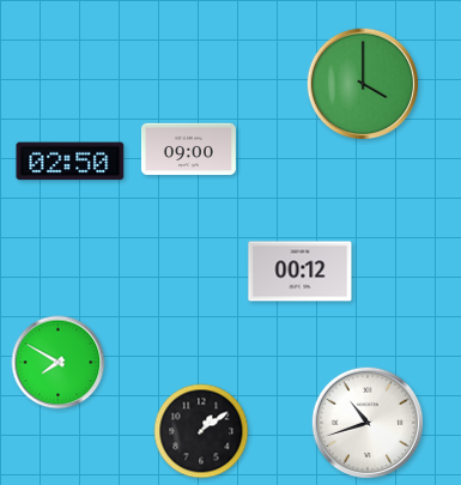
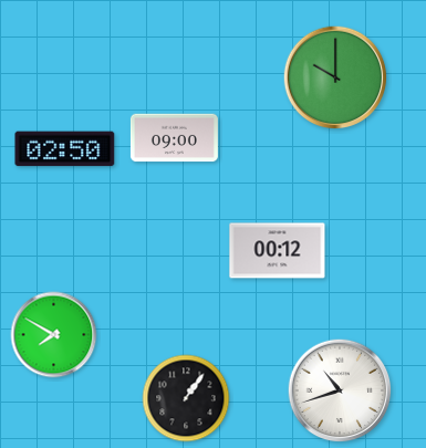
clock at (363, 84): 4:00 -> 10:00
clock at (201, 431): 1:09 -> 1:06
